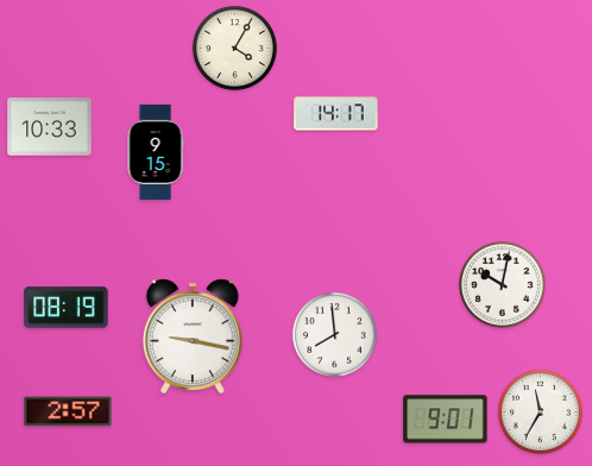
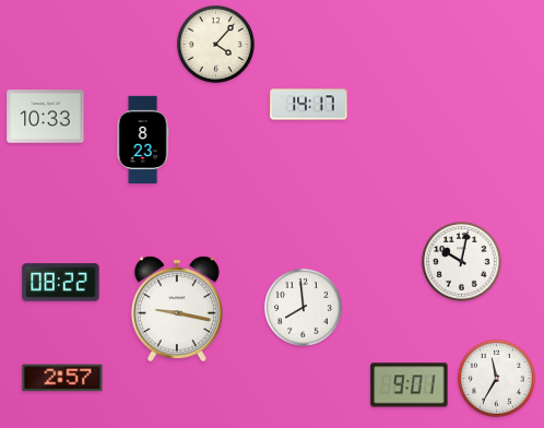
clock at (234, 48): 4:05 -> 4:07
clock at (156, 152): 9:15 -> 8:23
clock at (67, 308): 08:19 -> 08:22
clock at (334, 334) position: (334, 334) -> (303, 307)
